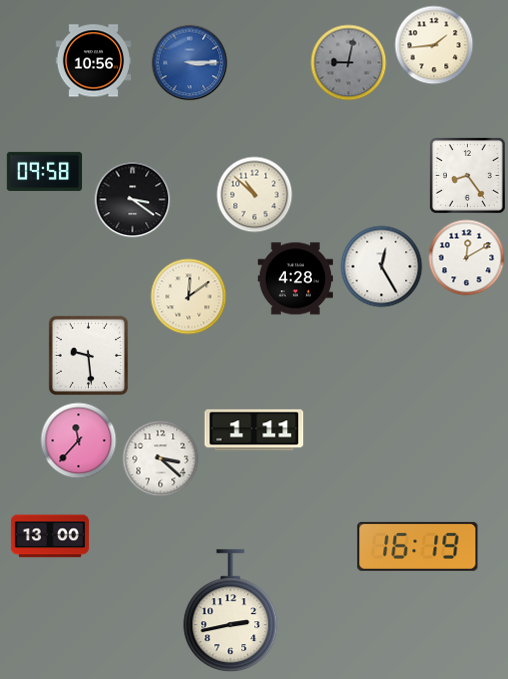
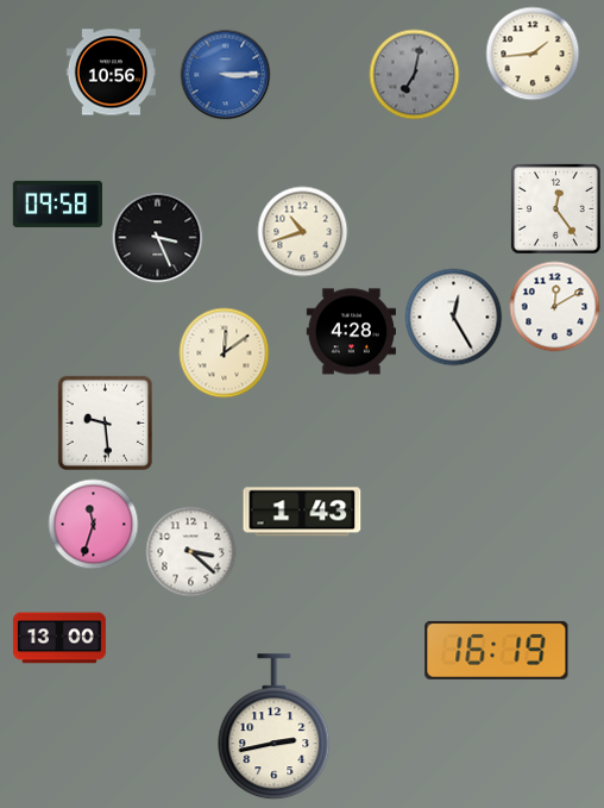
clock at (434, 45) position: (434, 45) -> (533, 54)
clock at (349, 63): 9:02 -> 7:02
clock at (44, 171) position: (44, 171) -> (57, 203)
clock at (468, 176): 8:24 -> 12:24
clock at (255, 195): 10:52 -> 10:42
clock at (133, 200): 3:21 -> 3:26
clock at (254, 430): 1:11 -> 1:43
clock at (79, 441): 11:37 -> 11:33
clock at (161, 459) position: (161, 459) -> (191, 552)
